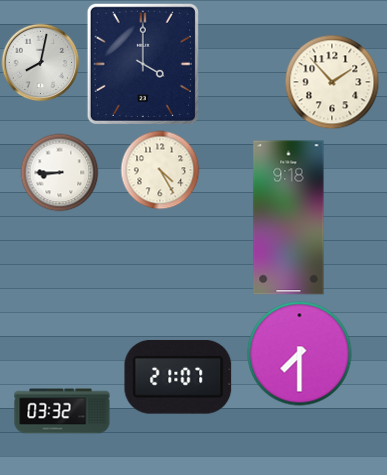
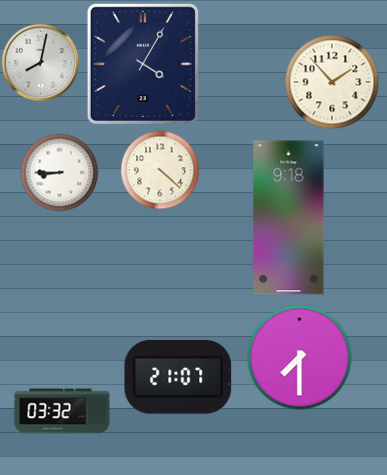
clock at (143, 64): 4:00 -> 4:05
clock at (160, 170): 4:25 -> 4:22
clock at (300, 354) position: (300, 354) -> (300, 358)
